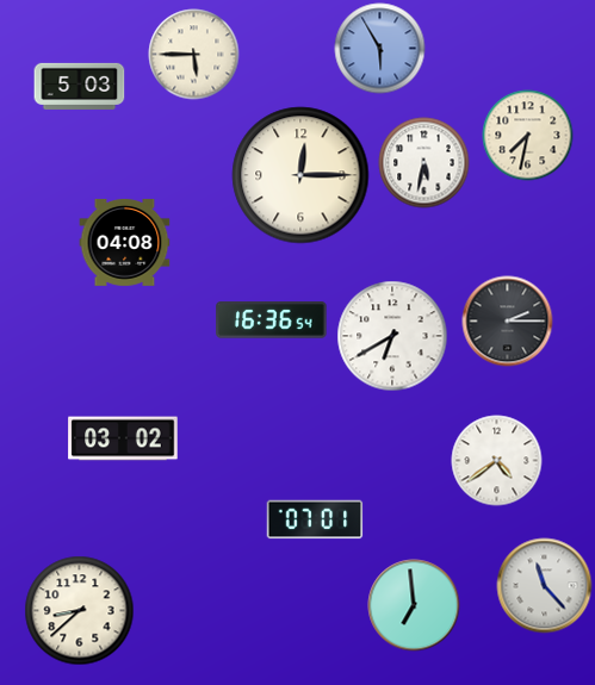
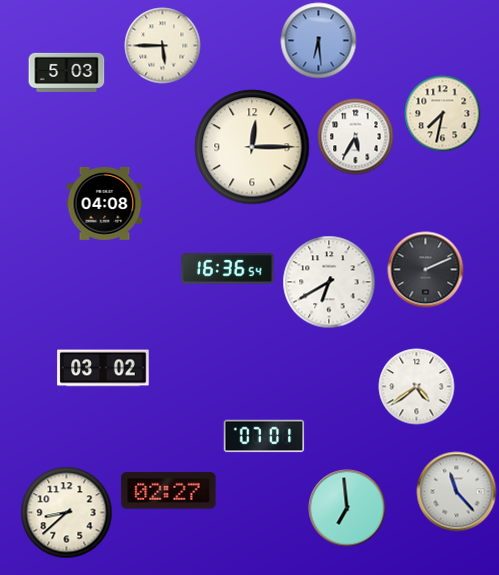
clock at (380, 49): 5:55 -> 6:29
clock at (424, 163): 5:32 -> 5:35
clock at (508, 322): 2:15 -> 2:11
clock at (169, 491): none -> 02:27
